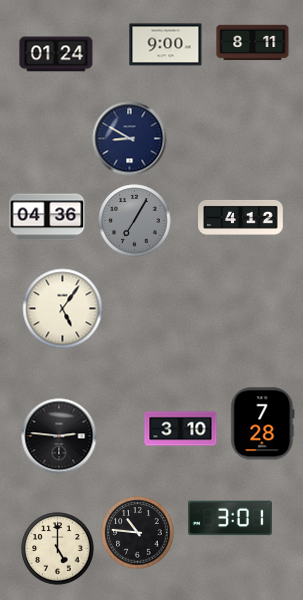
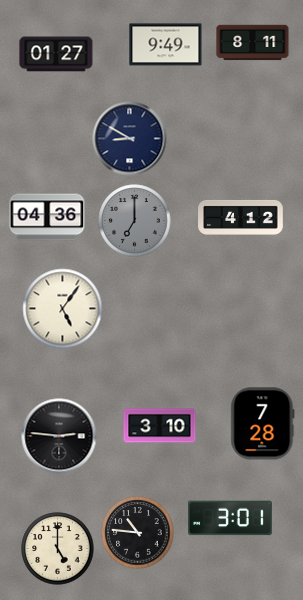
clock at (166, 45): 9:00 -> 9:49
clock at (56, 54): 01:24 -> 01:27
clock at (135, 221): 7:05 -> 7:00
clock at (181, 429) position: (181, 429) -> (160, 426)
